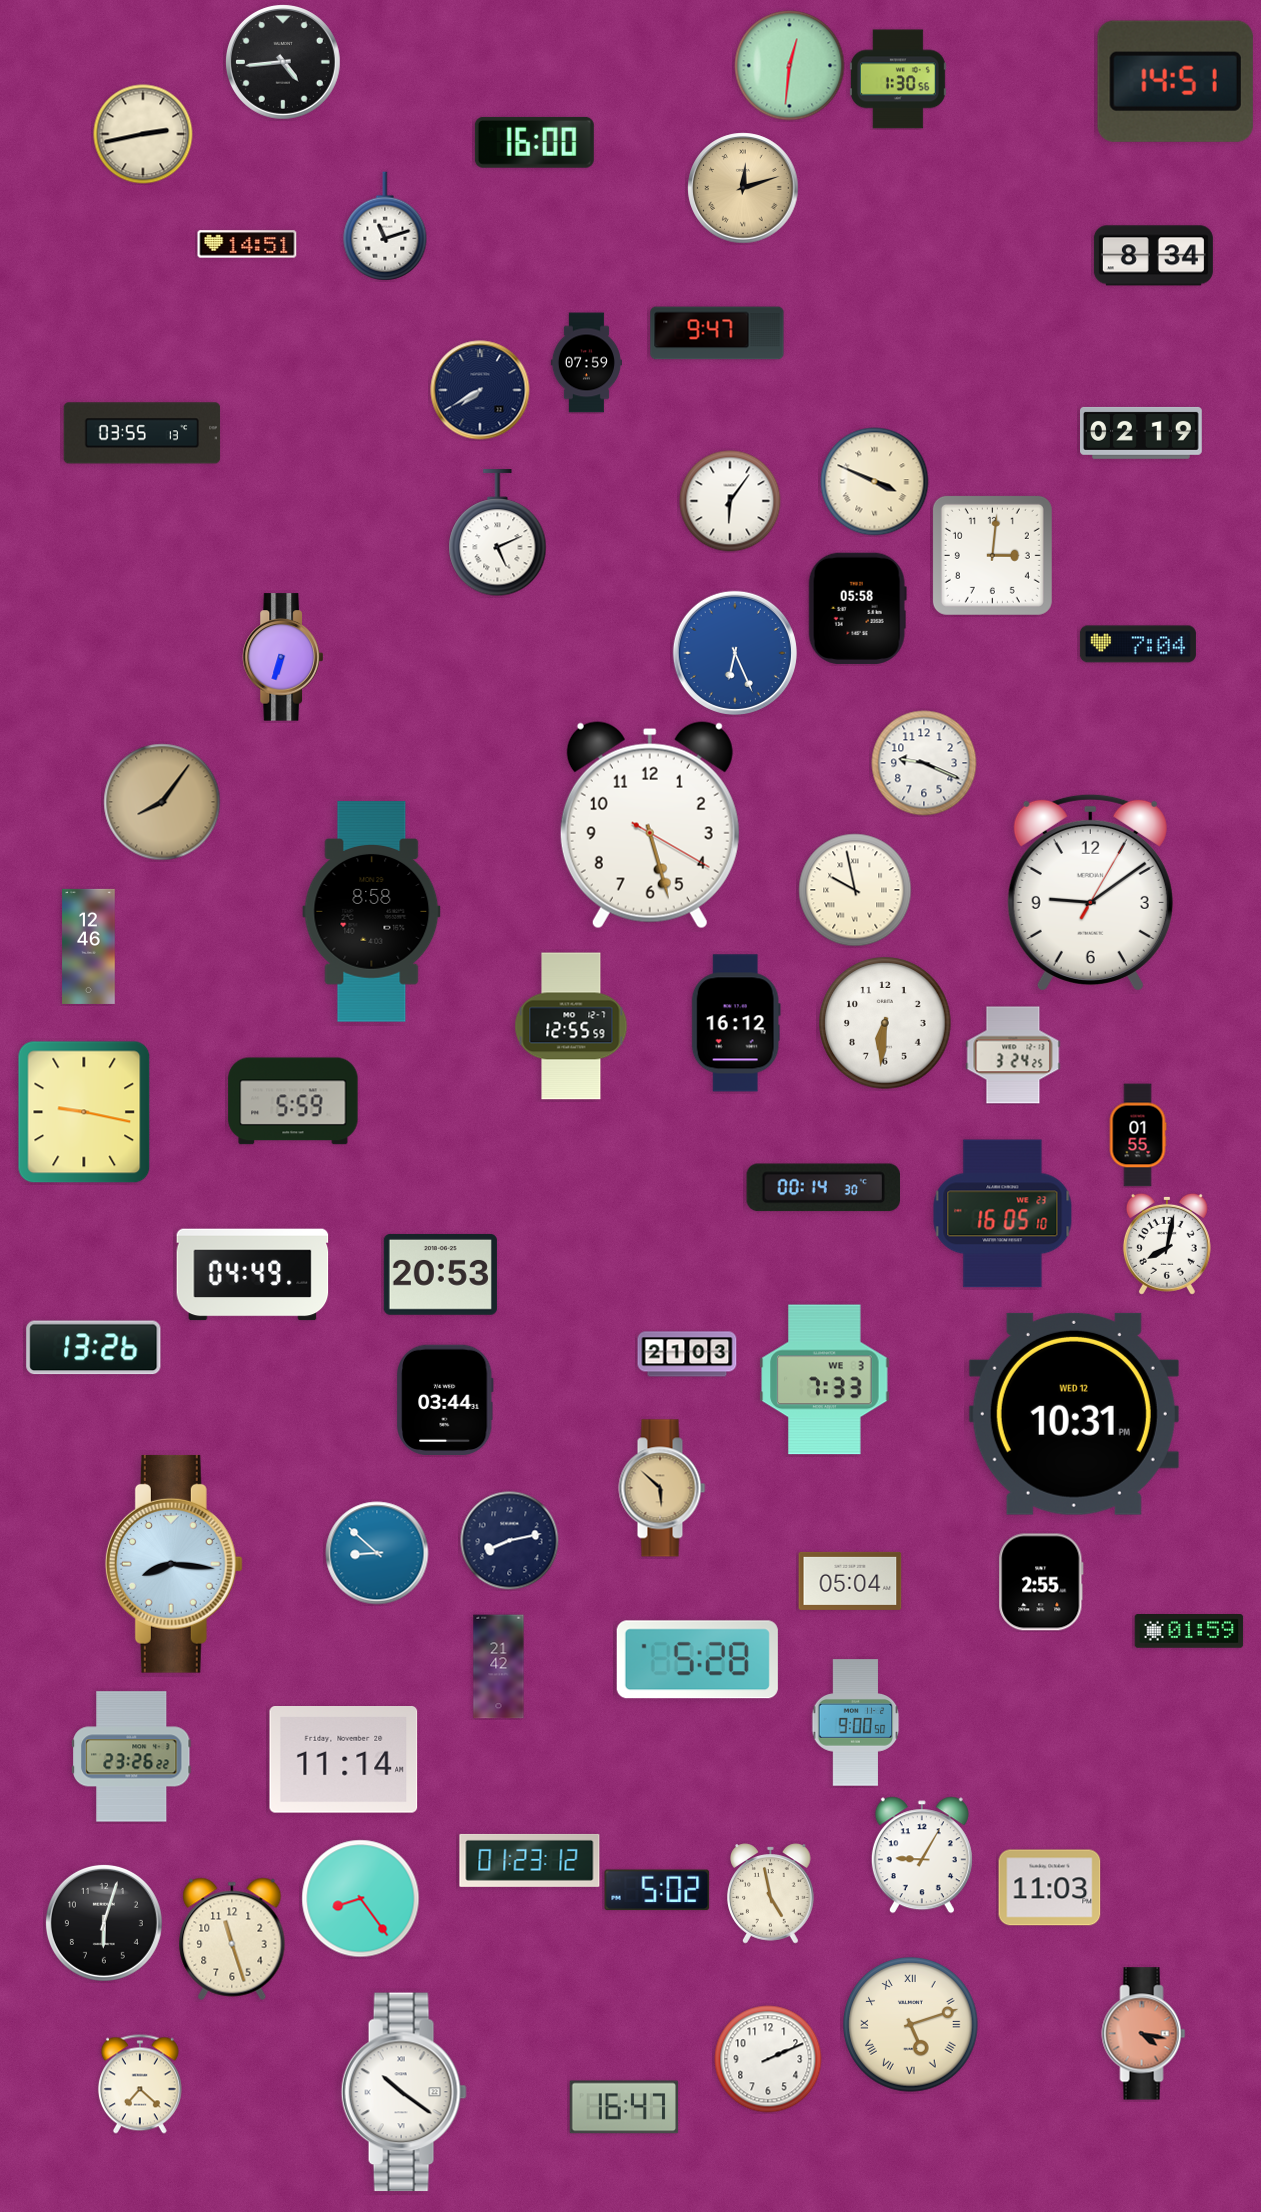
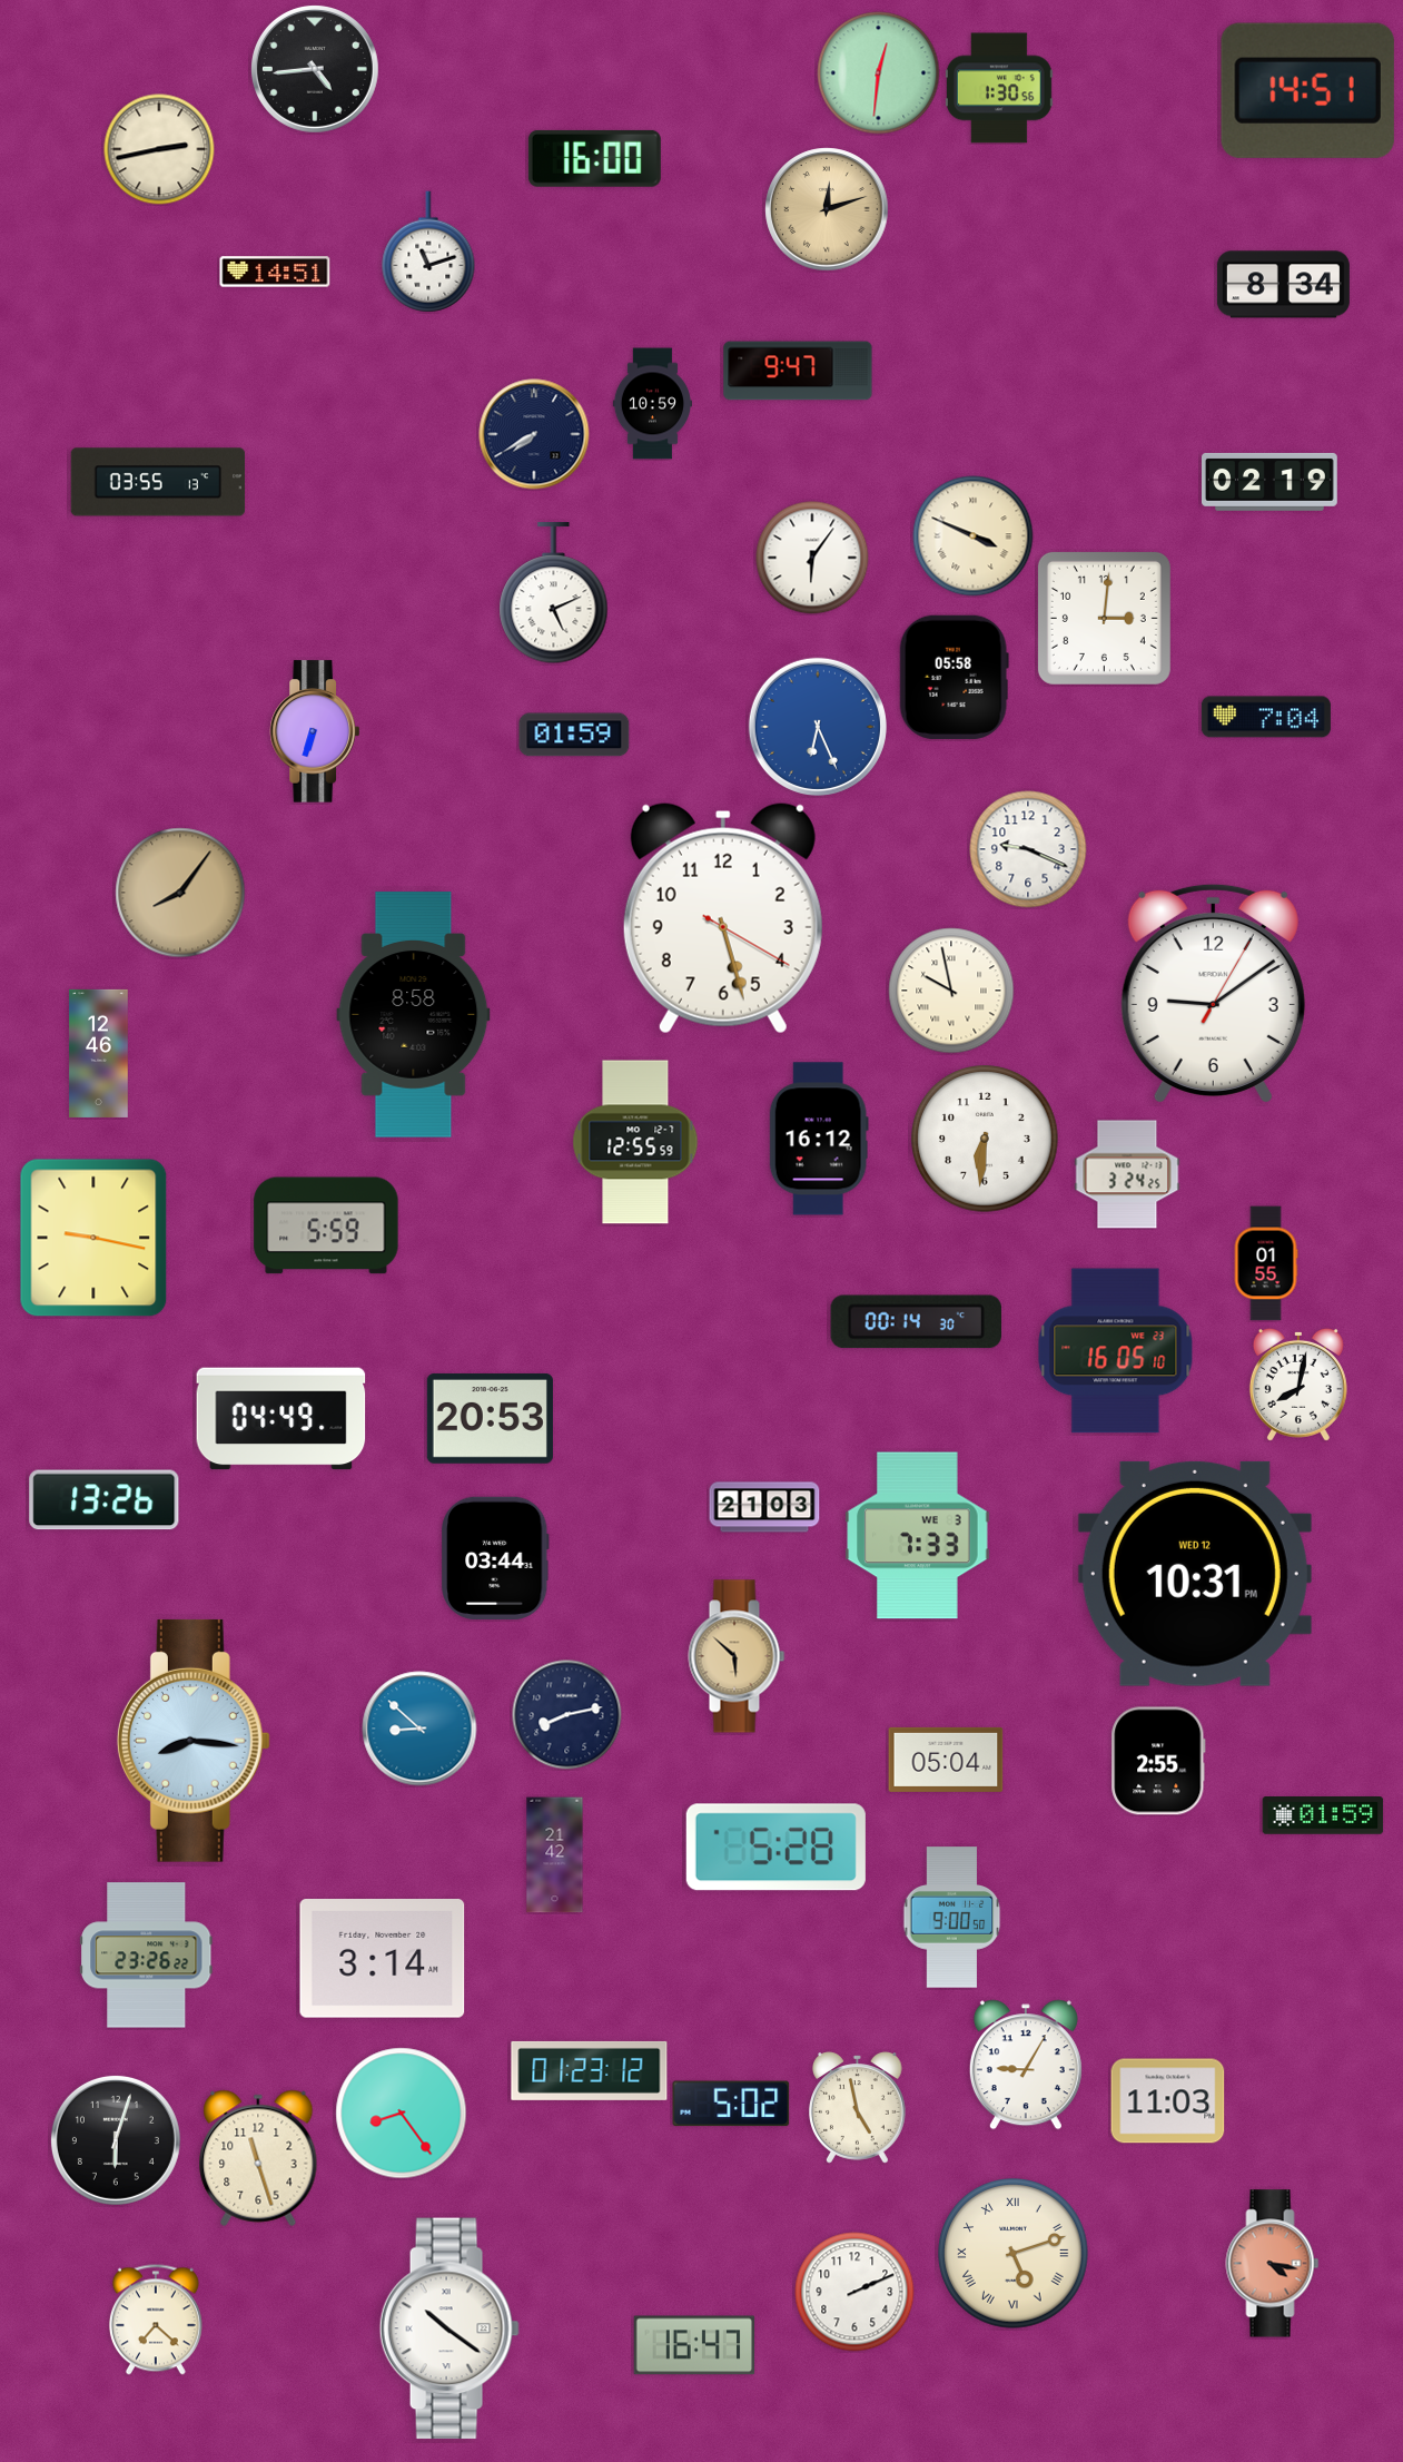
clock at (586, 363): 07:59 -> 10:59
clock at (574, 735): none -> 01:59
clock at (344, 1760): 11:14 -> 3:14
